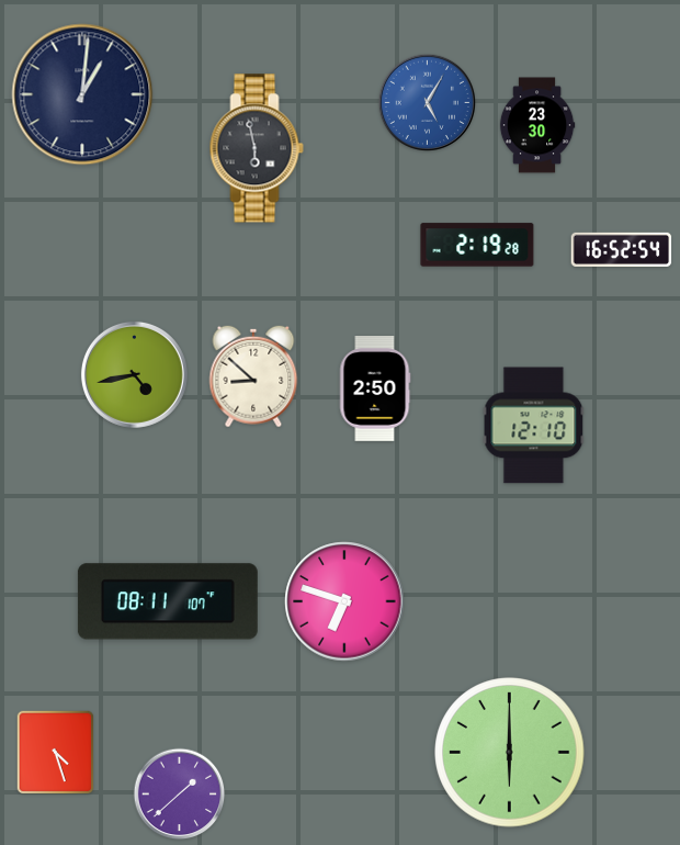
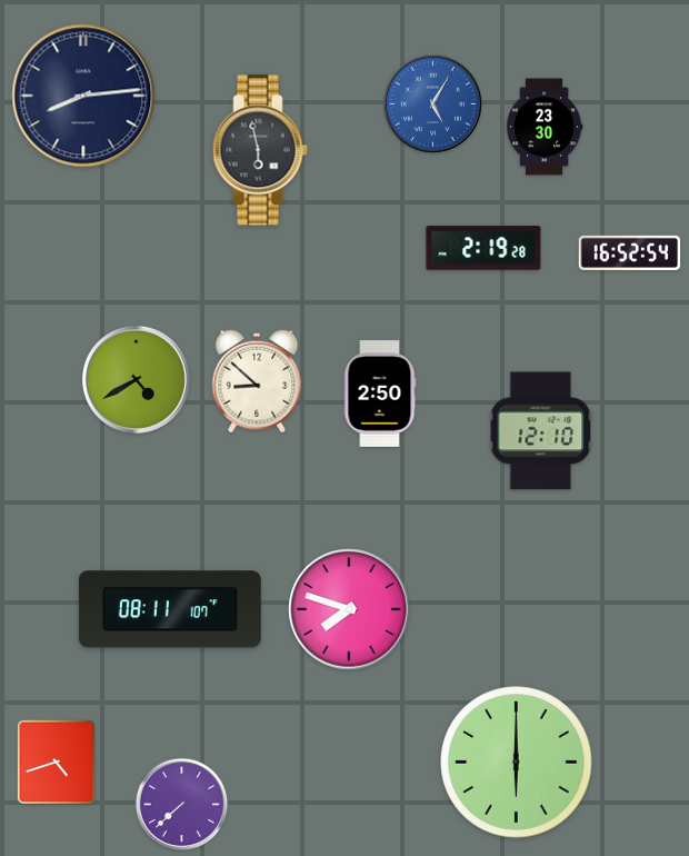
clock at (82, 94): 1:01 -> 8:14
clock at (134, 374): 4:43 -> 4:40
clock at (344, 601): 6:48 -> 7:48
clock at (56, 753): 4:27 -> 4:42
clock at (180, 795): 1:38 -> 7:38
